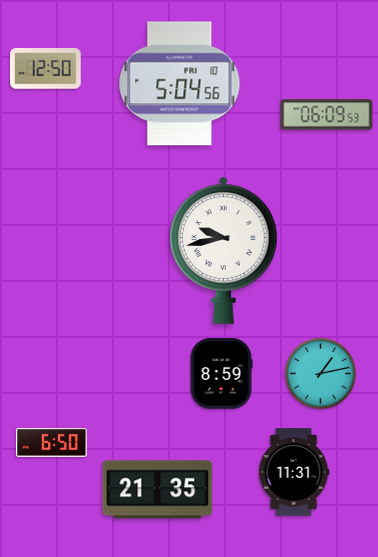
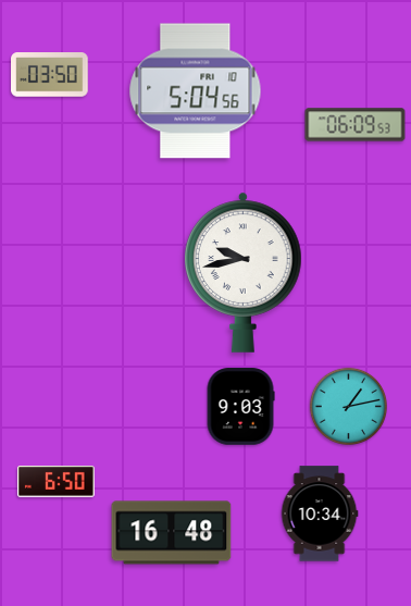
clock at (46, 69): 12:50 -> 03:50
clock at (221, 374): 8:59 -> 9:03
clock at (294, 472): 11:31 -> 10:34
clock at (158, 490): 21:35 -> 16:48
